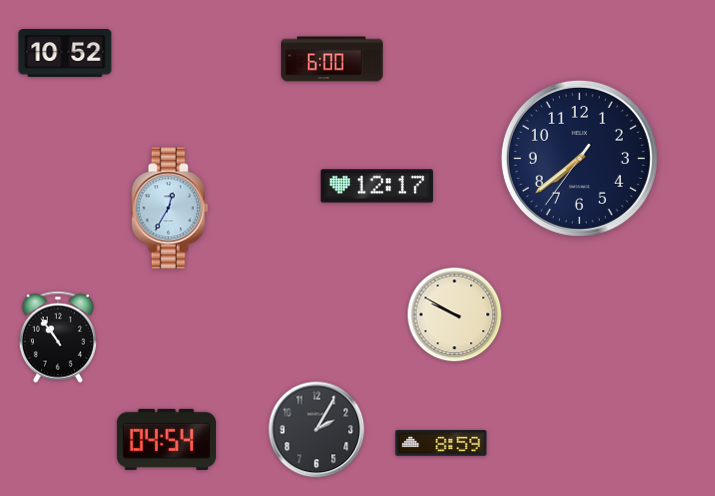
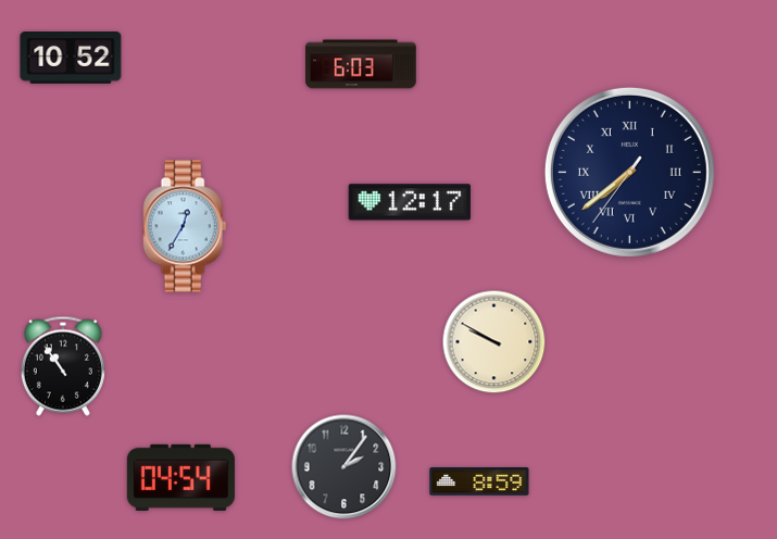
clock at (332, 59): 6:00 -> 6:03
clock at (579, 158) numerals: Arabic -> Roman
clock at (317, 430): 2:05 -> 2:06
